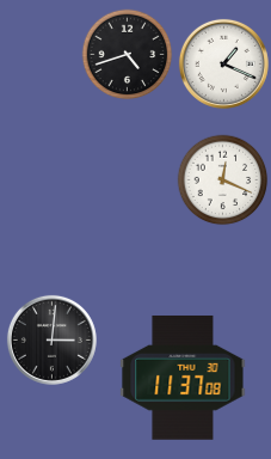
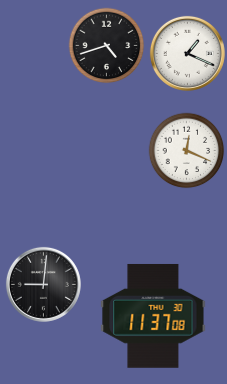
clock at (51, 339): 3:01 -> 9:01
